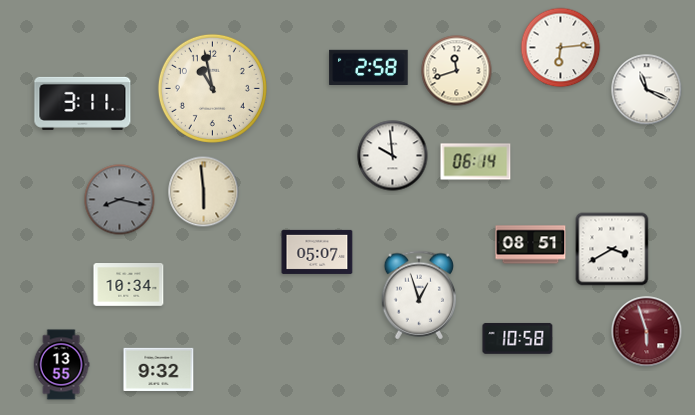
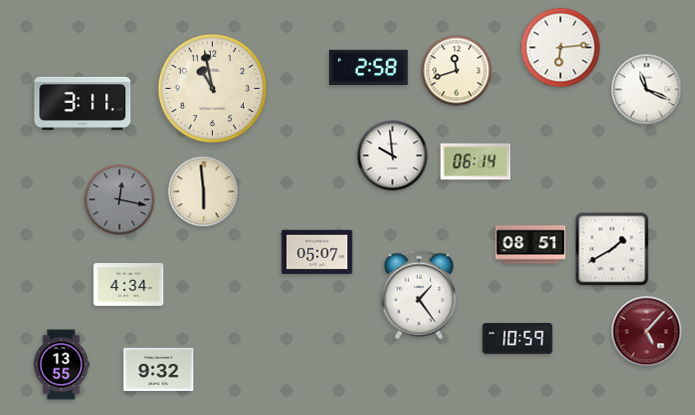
clock at (120, 200): 8:17 -> 12:17
clock at (612, 249): 3:40 -> 1:40
clock at (129, 285): 10:34 -> 4:34
clock at (418, 295): 12:57 -> 1:24
clock at (647, 332): 5:57 -> 5:07
clock at (518, 339): 10:58 -> 10:59
